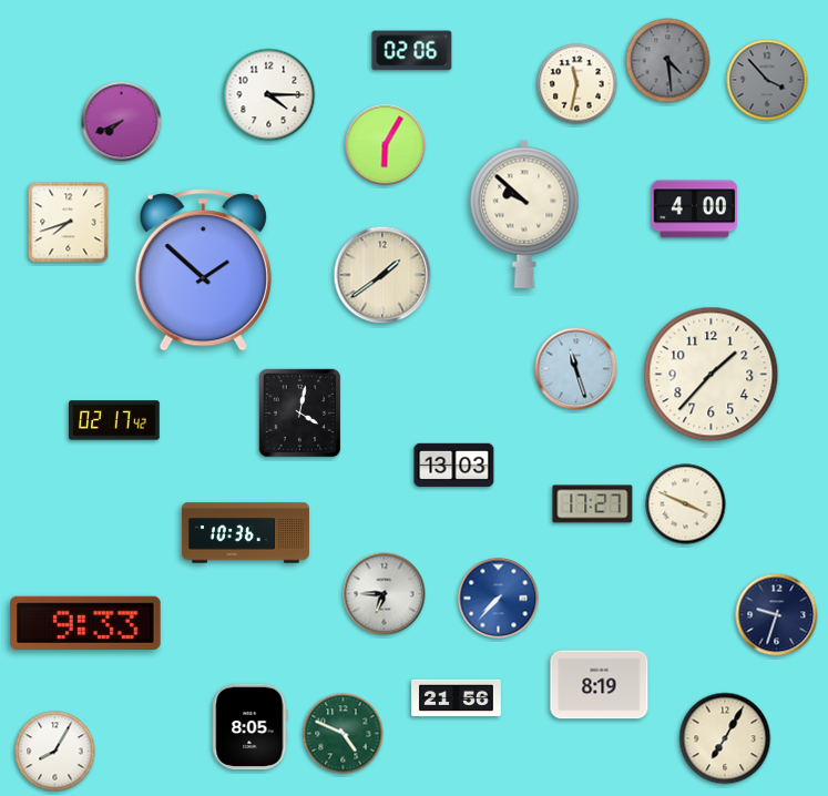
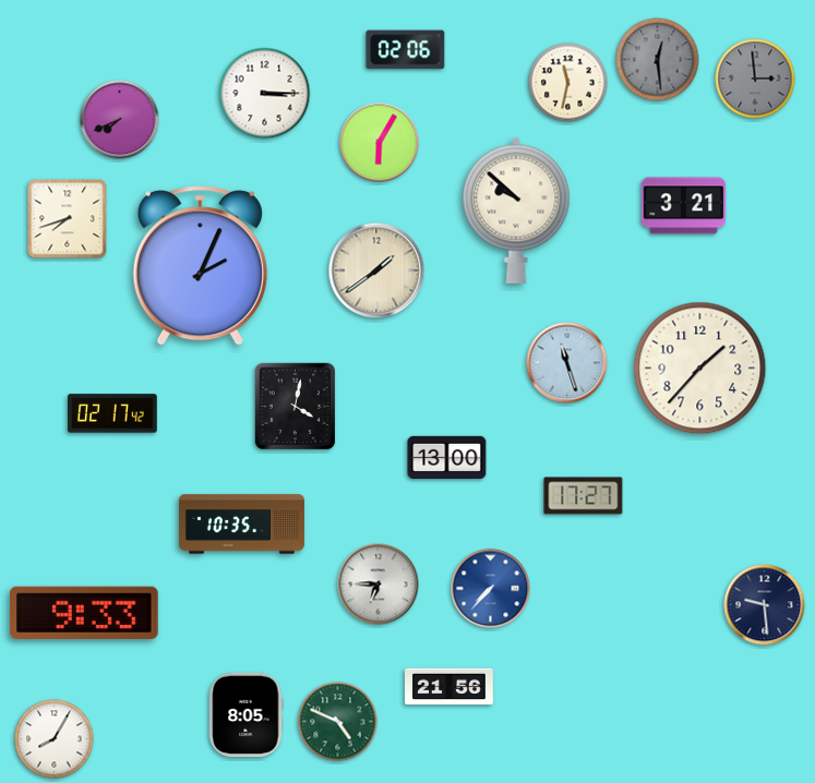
clock at (668, 61): 4:29 -> 12:29
clock at (767, 80): 3:53 -> 2:59
clock at (269, 95): 4:15 -> 3:15
clock at (695, 210): 4:00 -> 3:21
clock at (203, 271): 1:52 -> 2:04
clock at (454, 466): 13:03 -> 13:00
clock at (686, 504): 3:49 -> none
clock at (245, 533): 10:36 -> 10:35
clock at (777, 615): 9:33 -> 9:29
clock at (600, 685): 8:19 -> none
clock at (725, 738): 7:05 -> none
